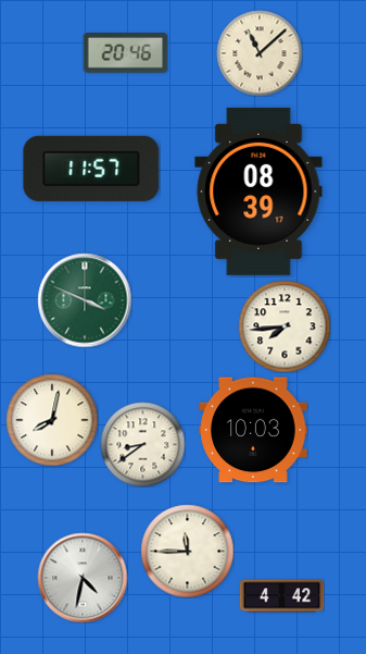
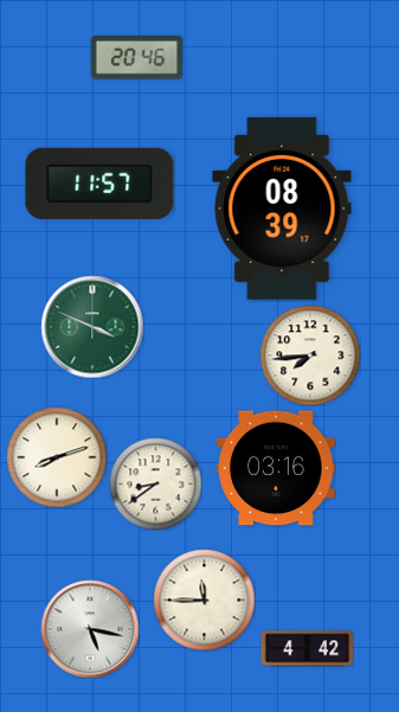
clock at (260, 53): 11:08 -> none
clock at (52, 420): 8:02 -> 8:12
clock at (253, 430): 10:03 -> 03:16
clock at (83, 578): 4:32 -> 5:17
